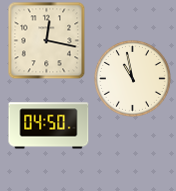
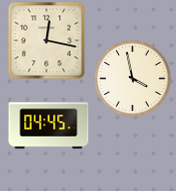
clock at (133, 79): 10:58 -> 3:58
clock at (49, 126): 04:50 -> 04:45
